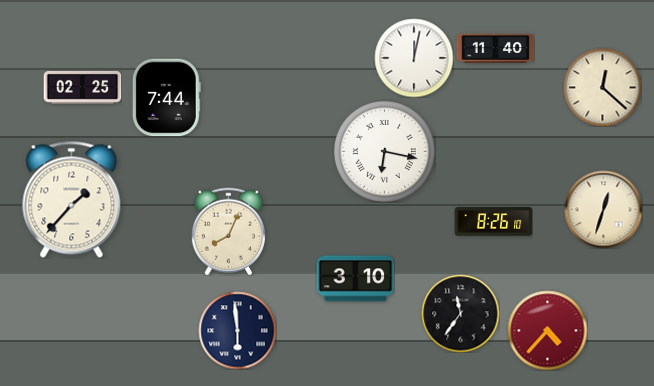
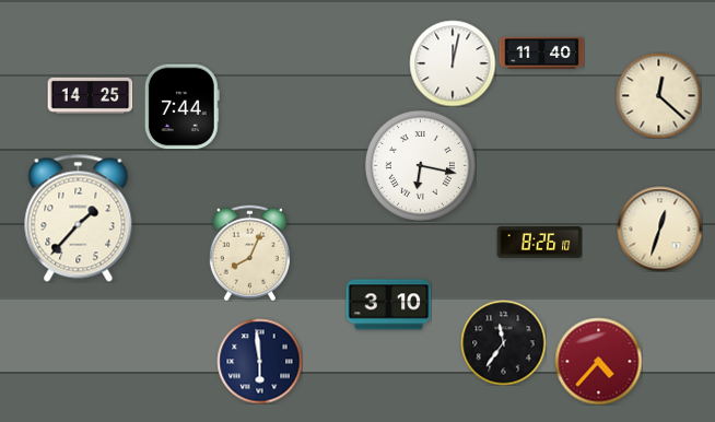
clock at (82, 87): 02:25 -> 14:25
